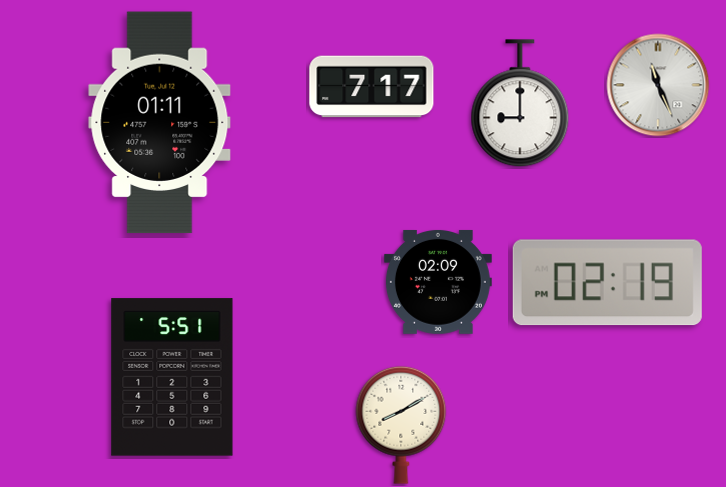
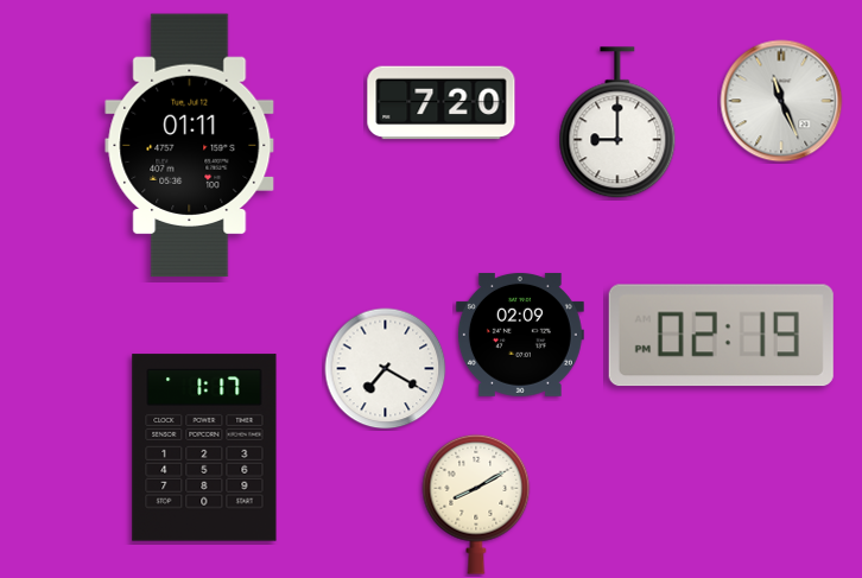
clock at (372, 87): 7:17 -> 7:20
clock at (386, 369): none -> 7:20
clock at (172, 377): 5:51 -> 1:17
